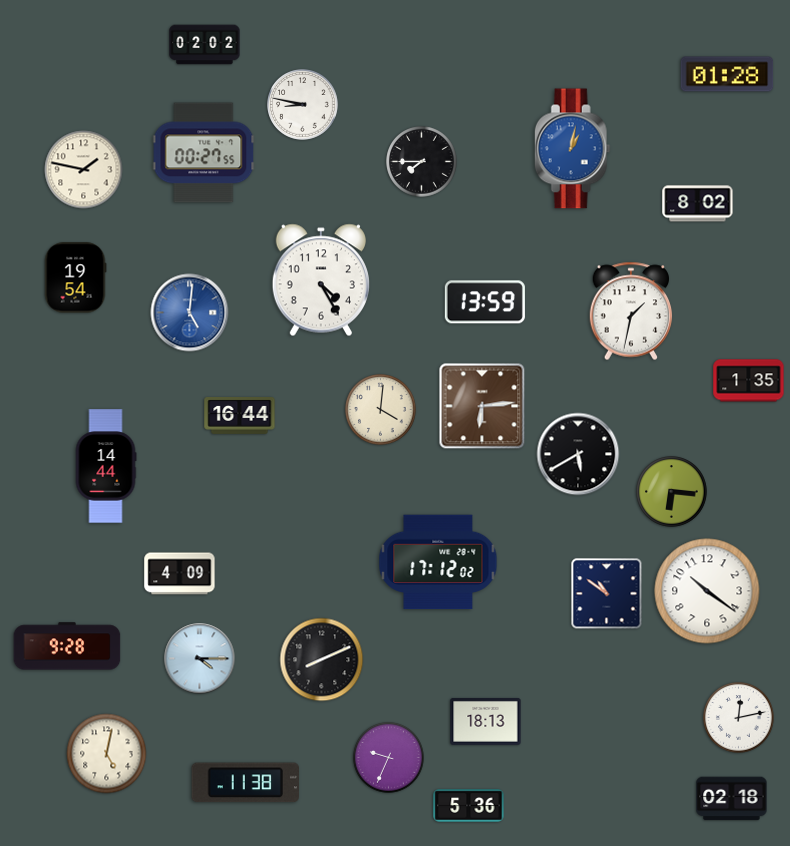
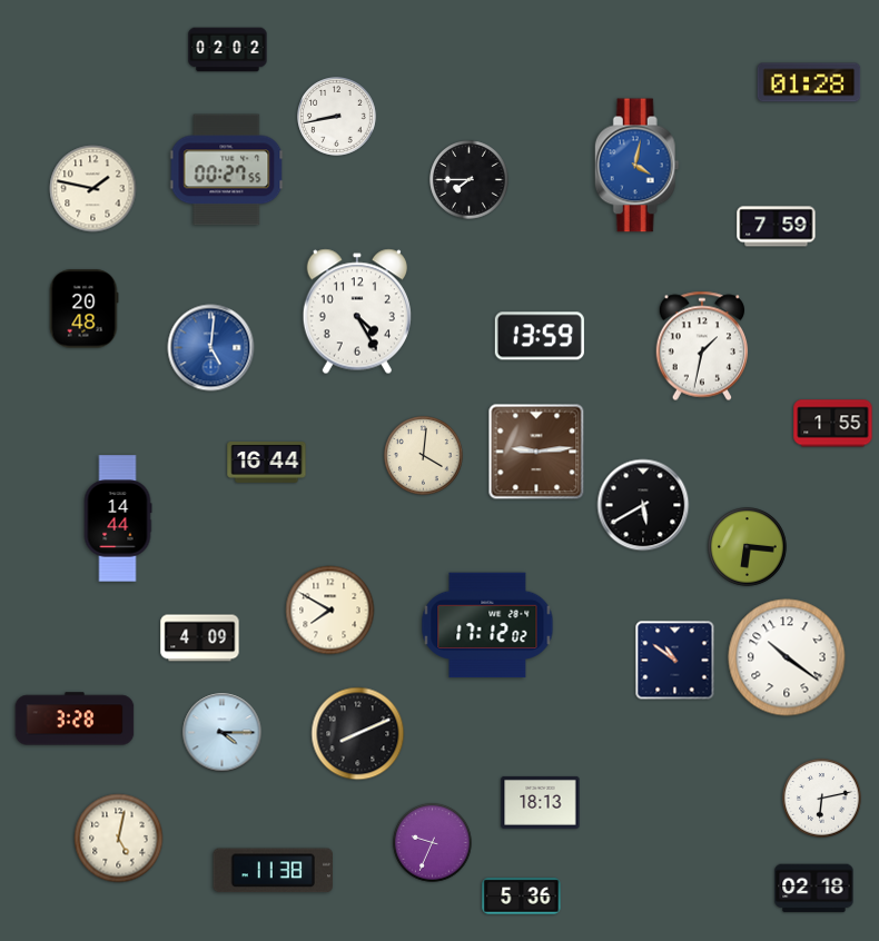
clock at (303, 105): 8:47 -> 8:43
clock at (572, 149): 1:02 -> 4:02
clock at (698, 204): 8:02 -> 7:59
clock at (75, 278): 19:54 -> 20:48
clock at (749, 381): 1:35 -> 1:55
clock at (482, 406): 6:14 -> 9:14
clock at (330, 611): none -> 7:50
clock at (67, 646): 9:28 -> 3:28
clock at (739, 718): 12:13 -> 6:13
